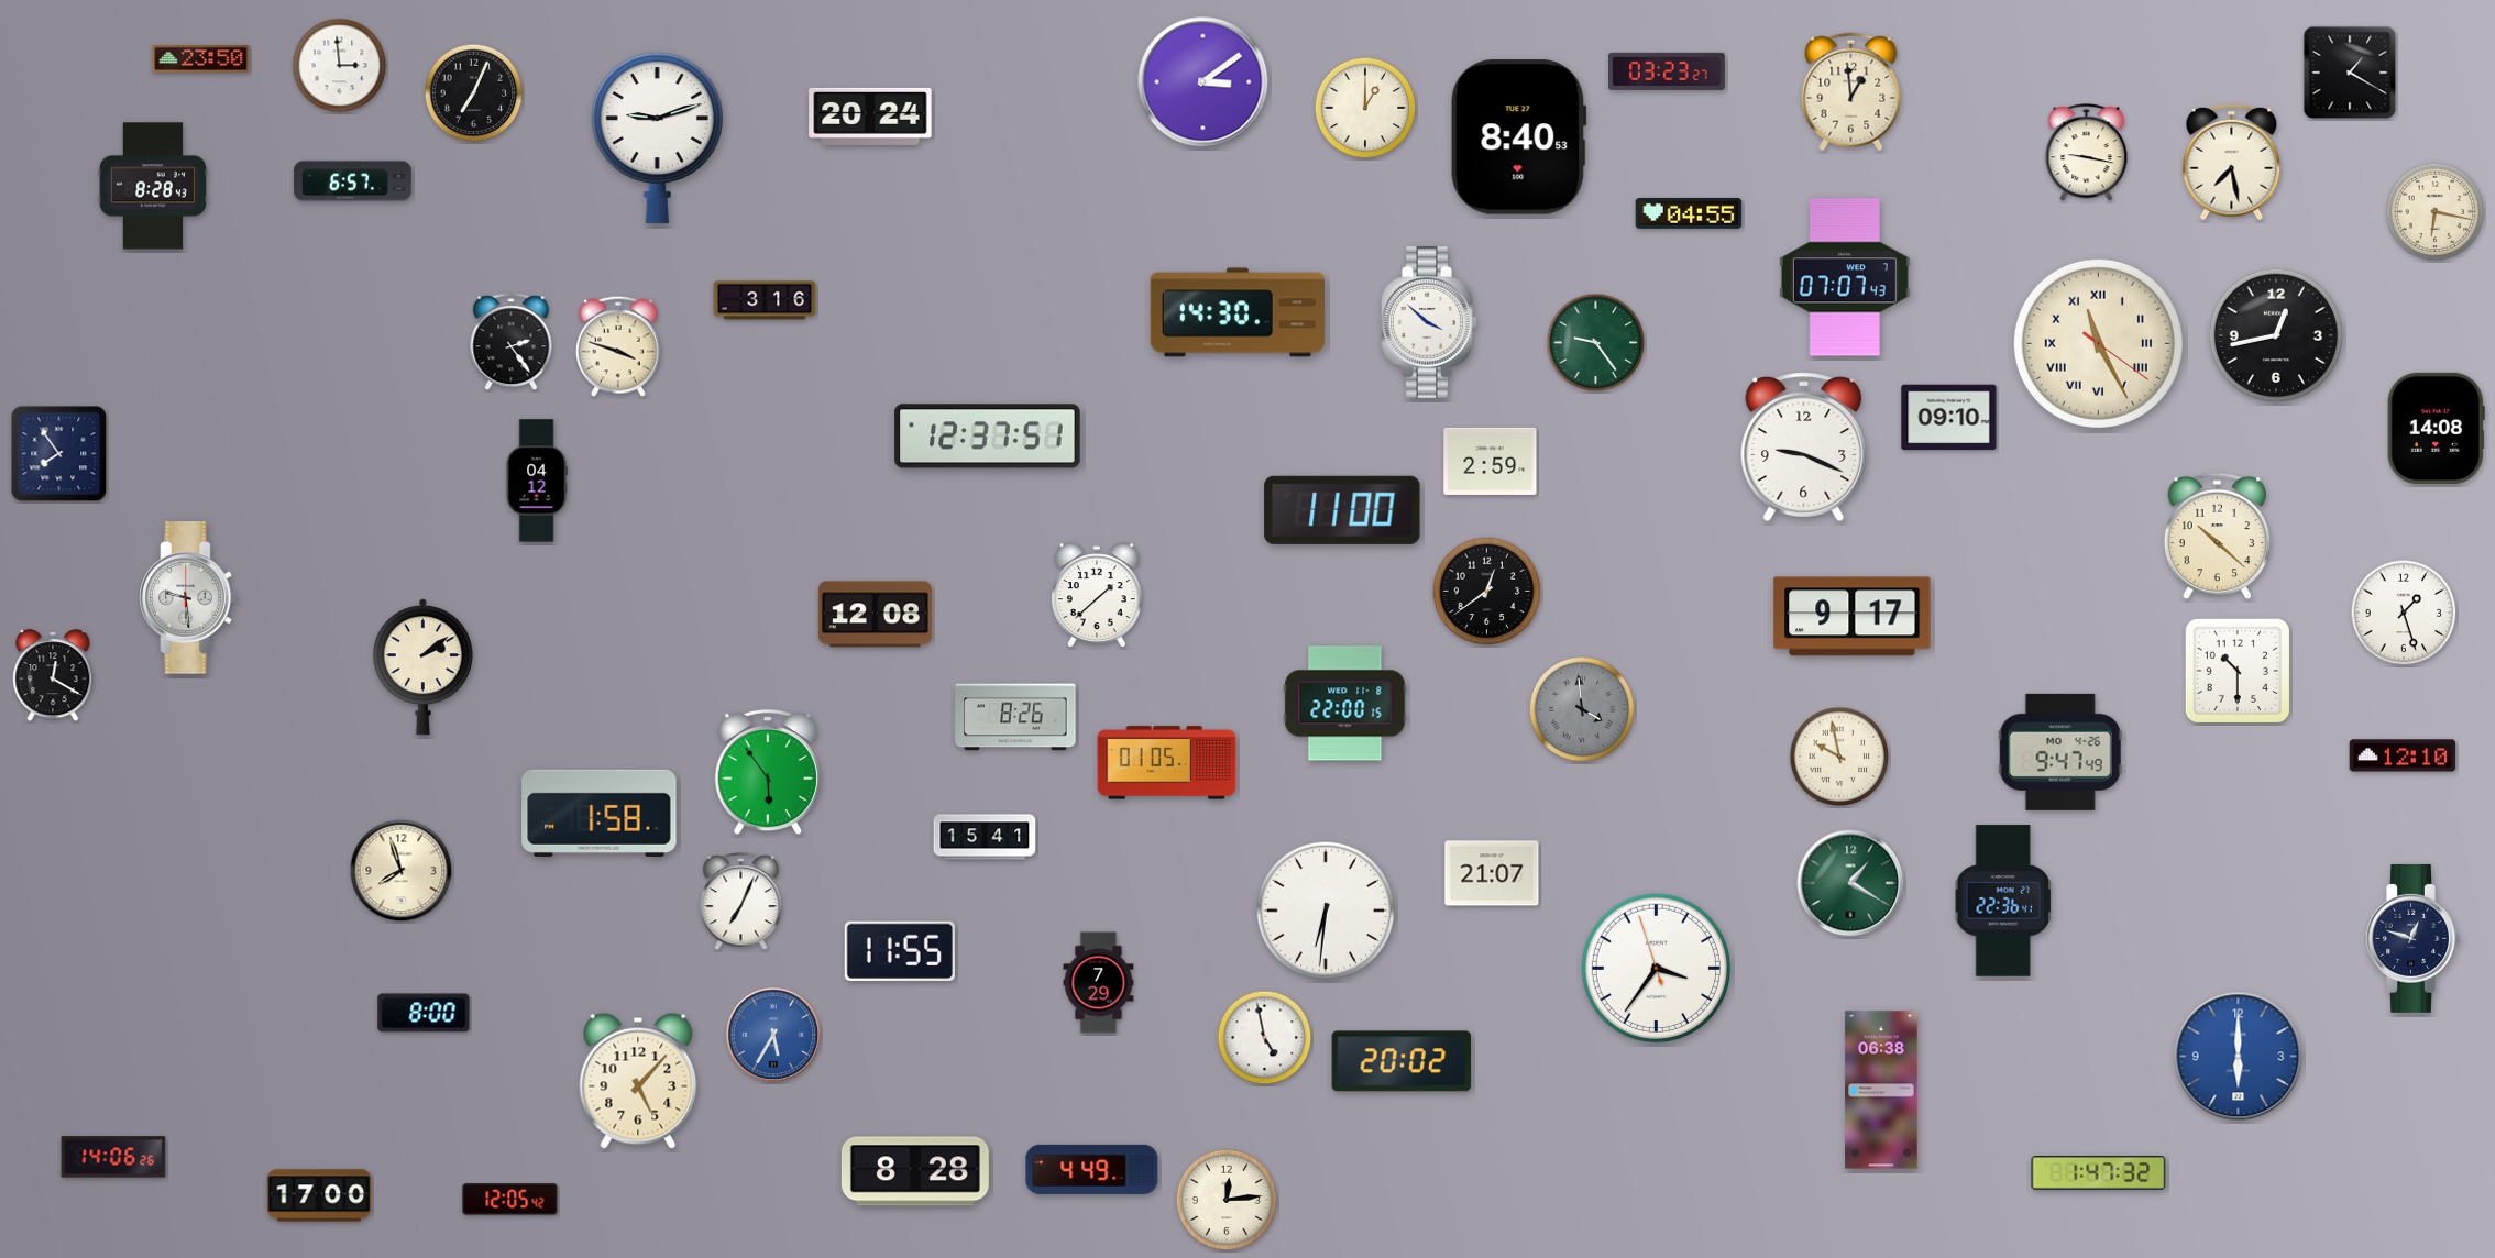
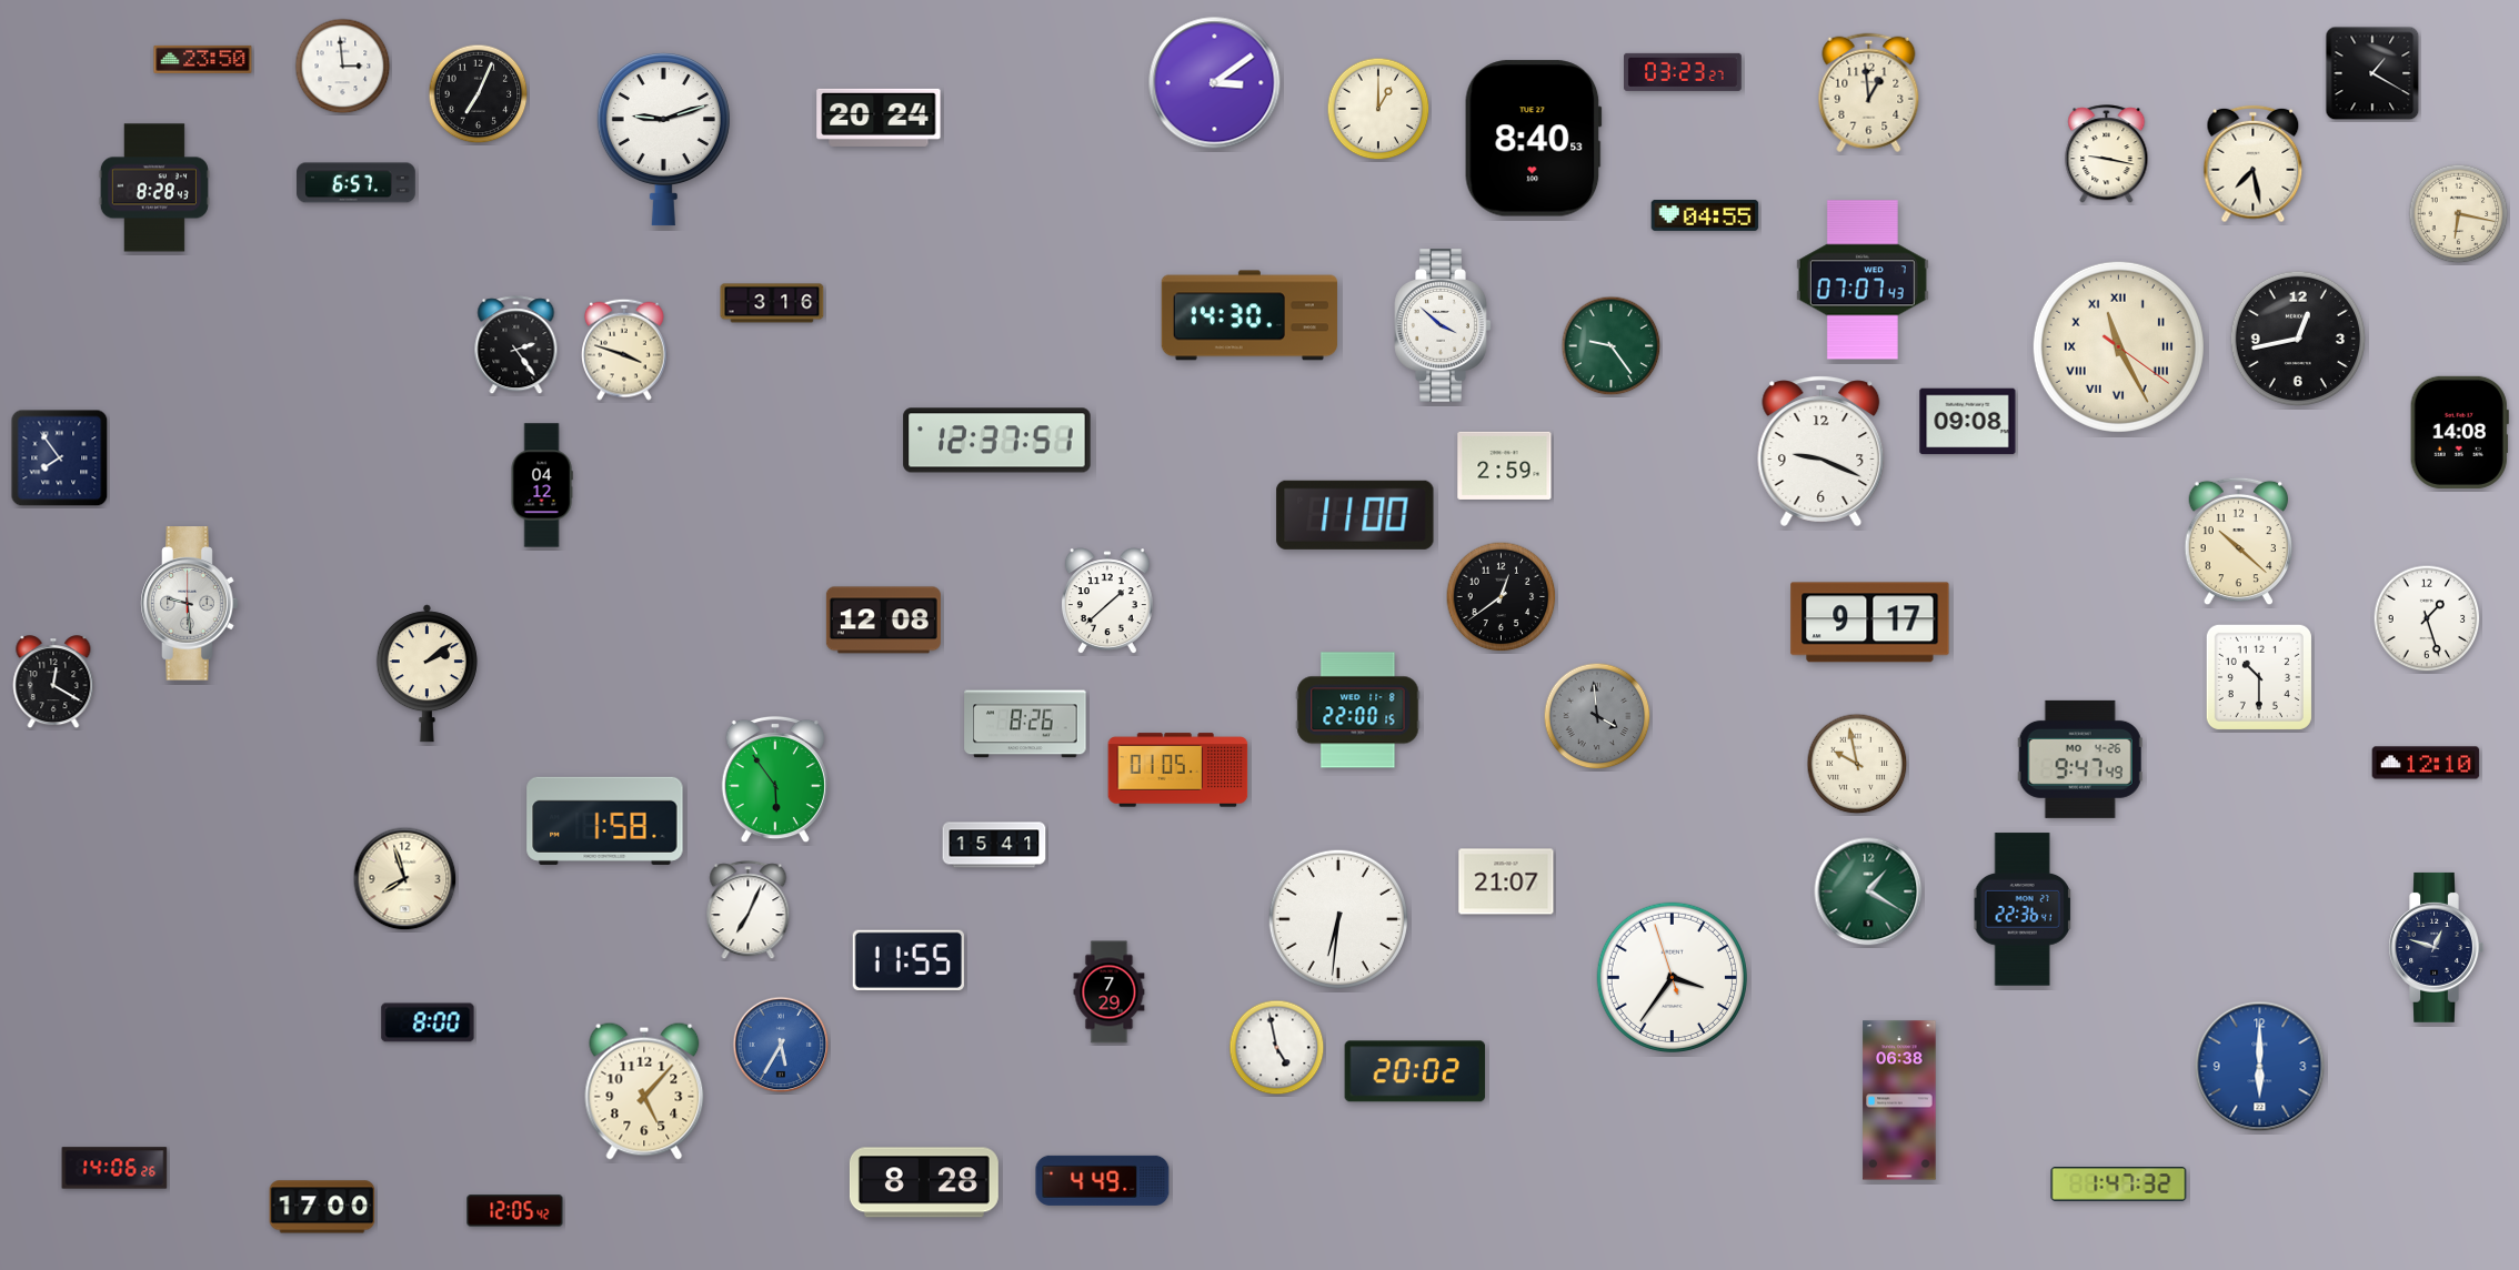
clock at (1949, 418): 09:10 -> 09:08
clock at (1227, 1200): 12:14 -> none
